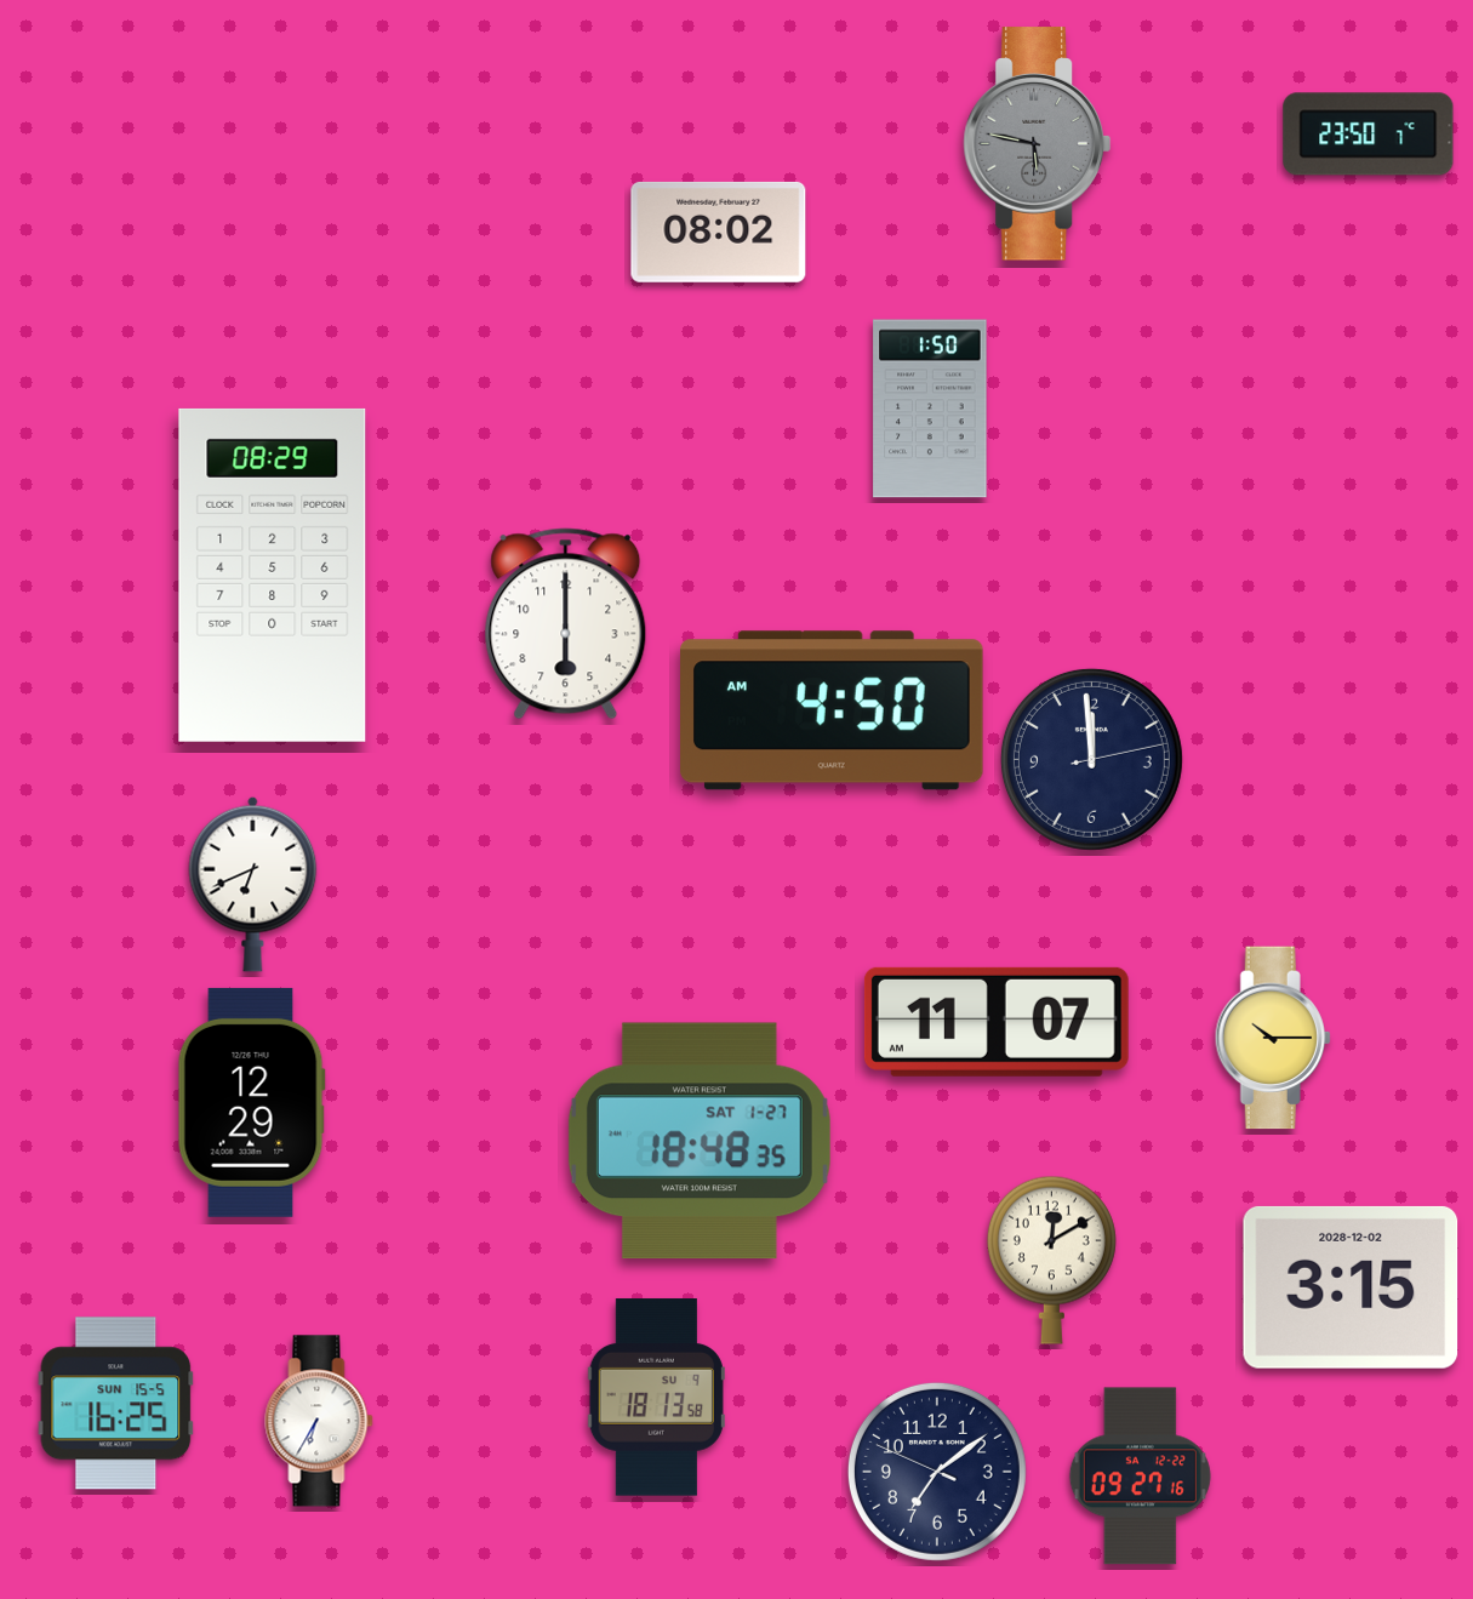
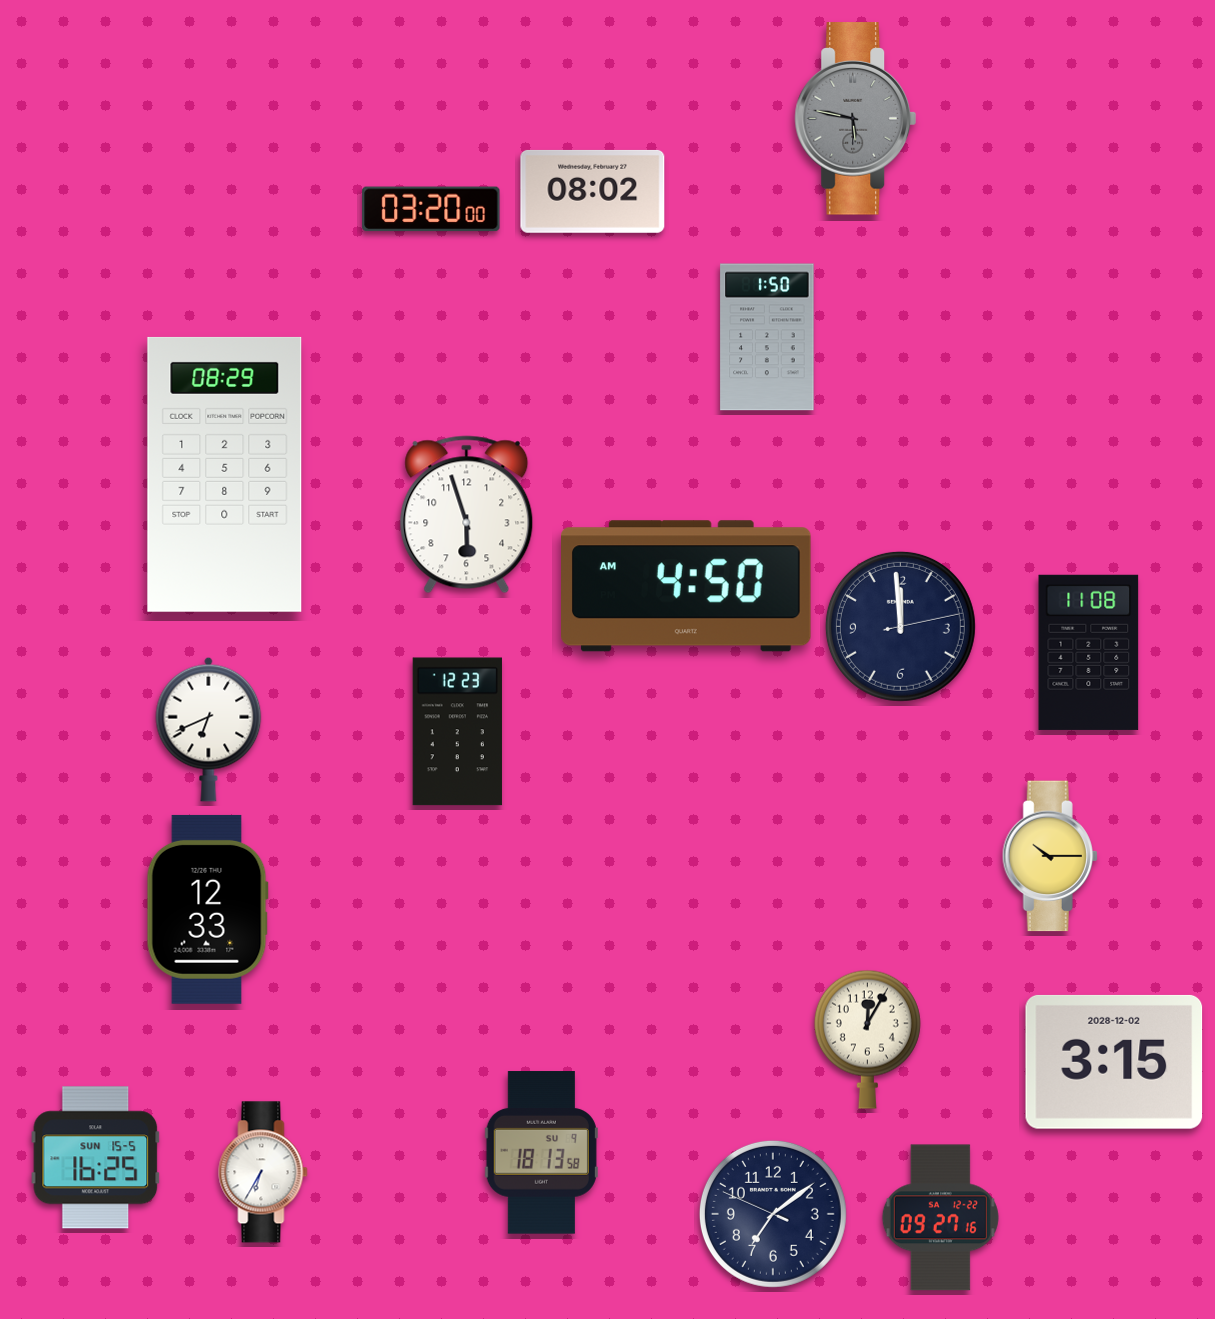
clock at (1369, 135): 23:50 -> none
clock at (431, 209): none -> 03:20
clock at (566, 624): 6:00 -> 5:57
clock at (1089, 652): none -> 11:08
clock at (457, 732): none -> 12:23
clock at (997, 1022): 11:07 -> none
clock at (251, 1102): 12:29 -> 12:33
clock at (700, 1141): 18:48 -> none
clock at (1051, 1260): 12:10 -> 12:05
